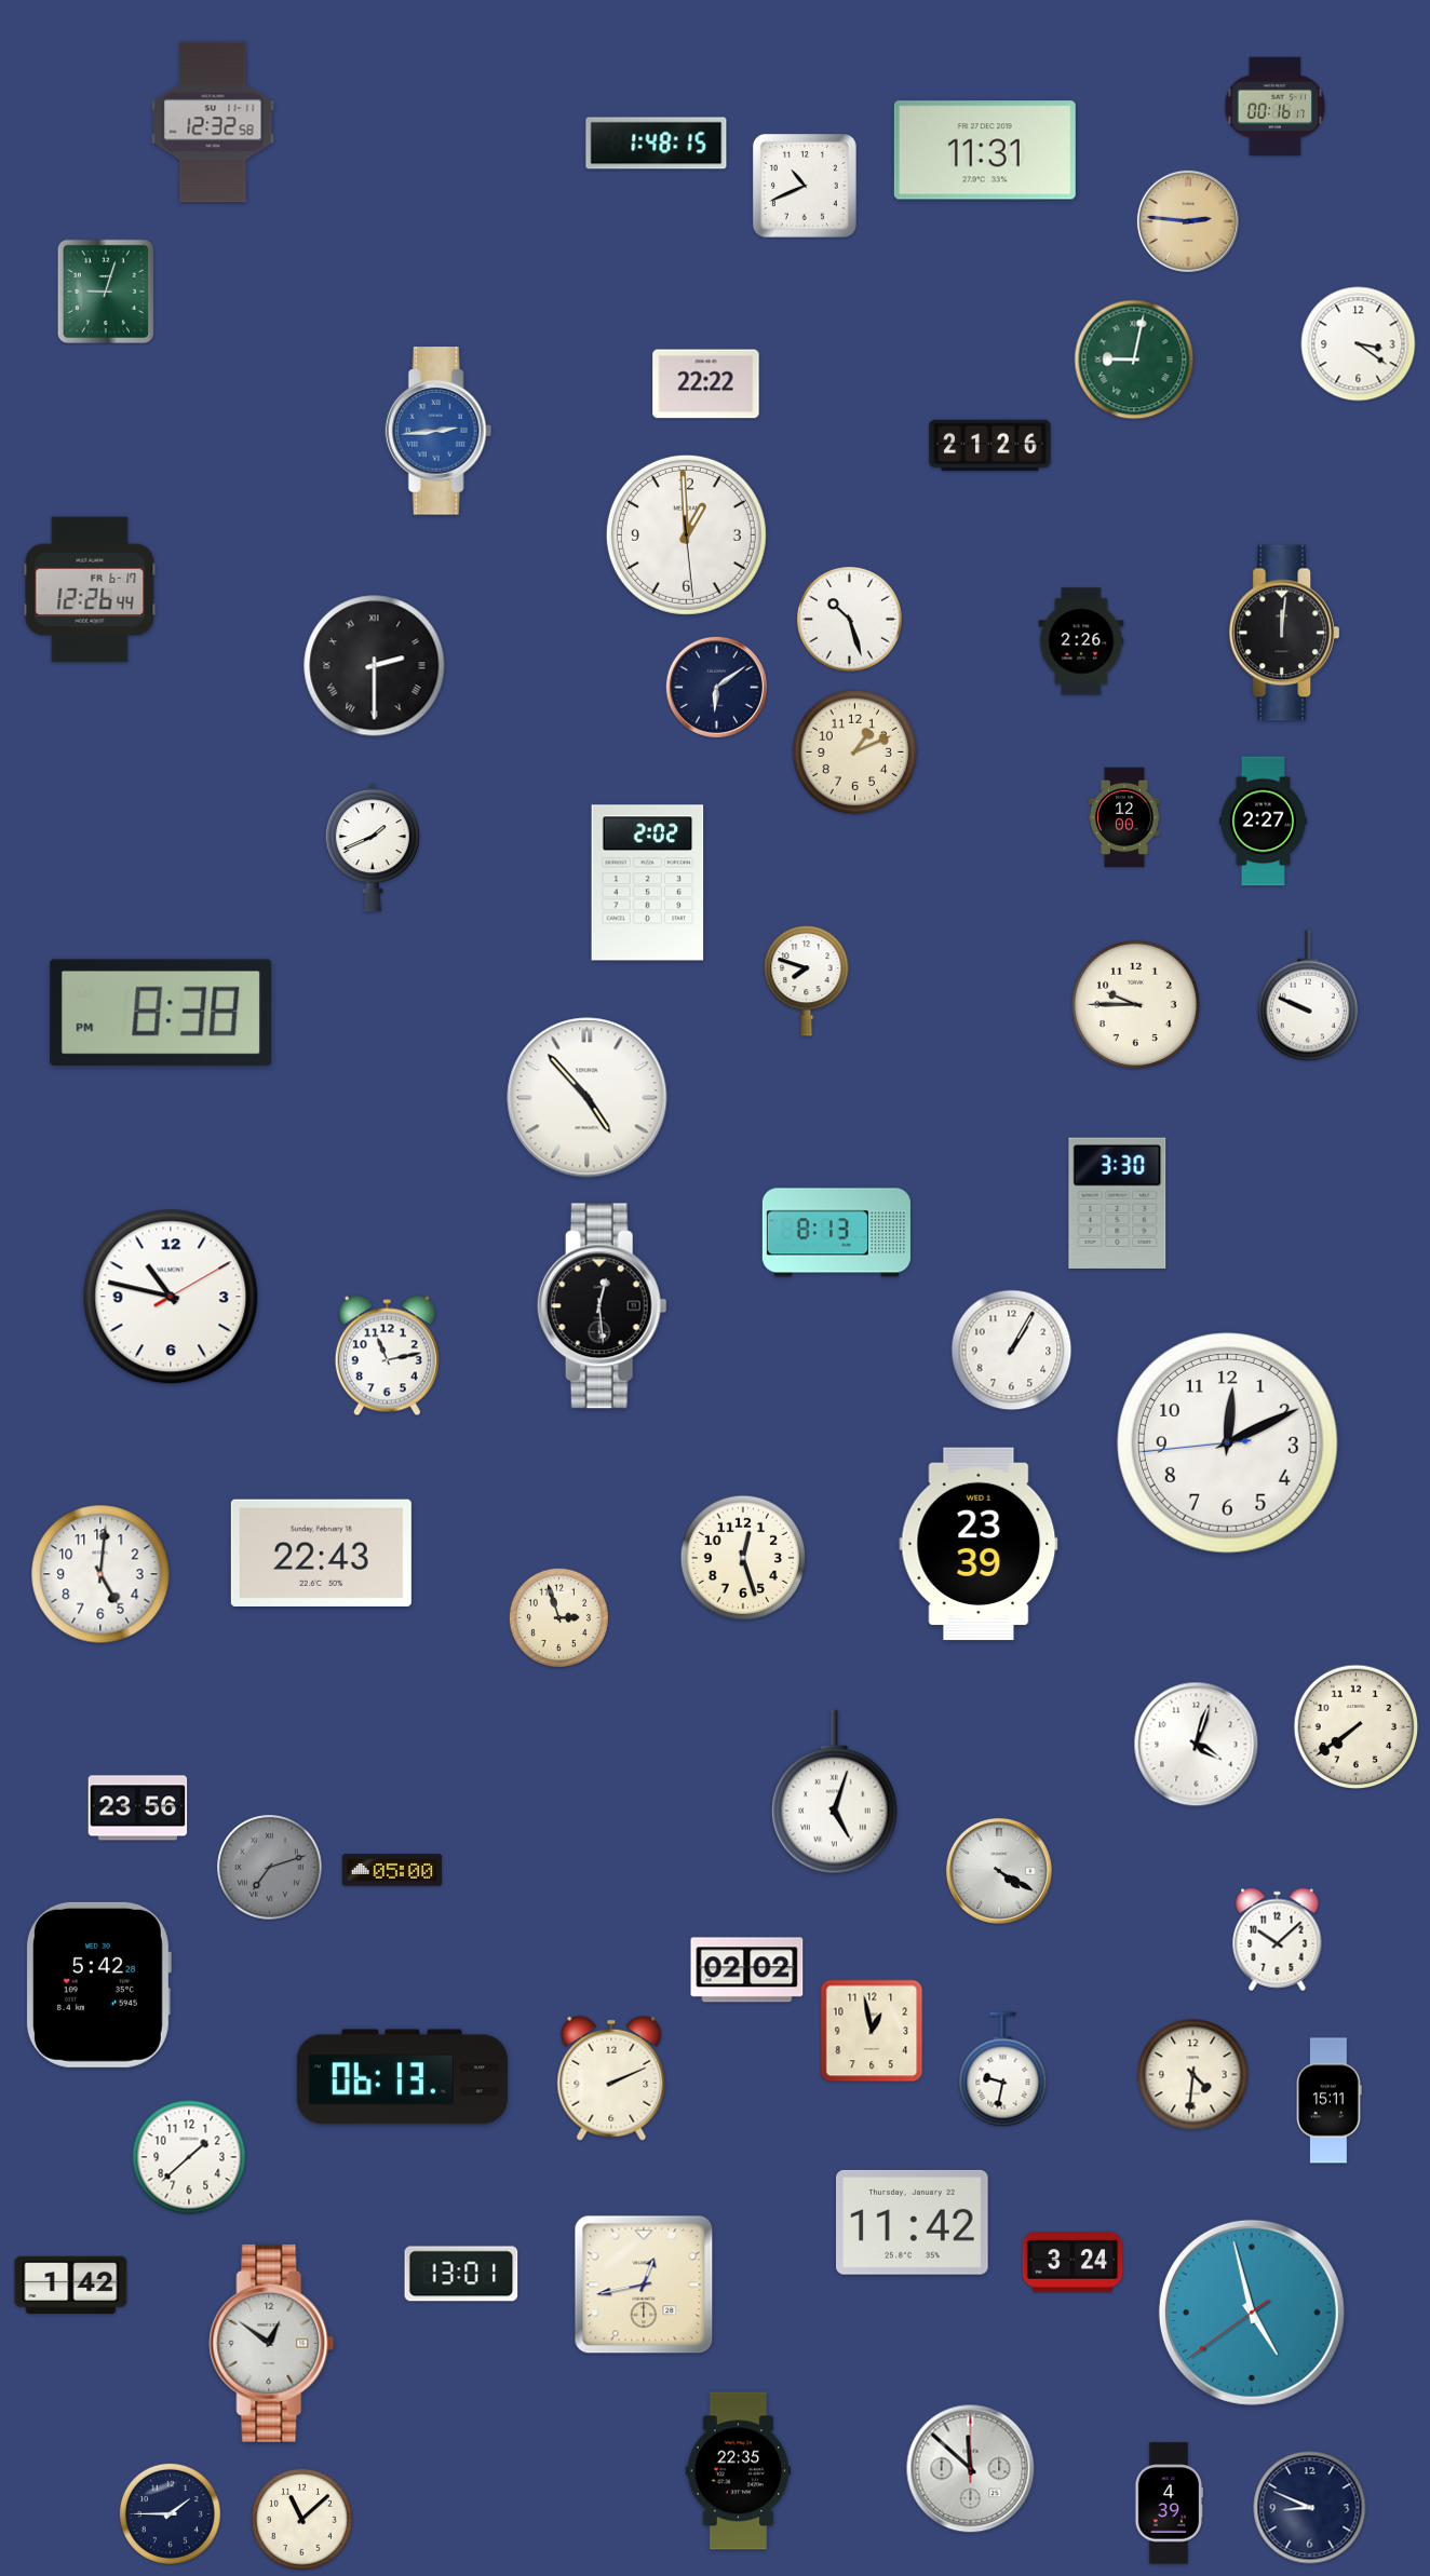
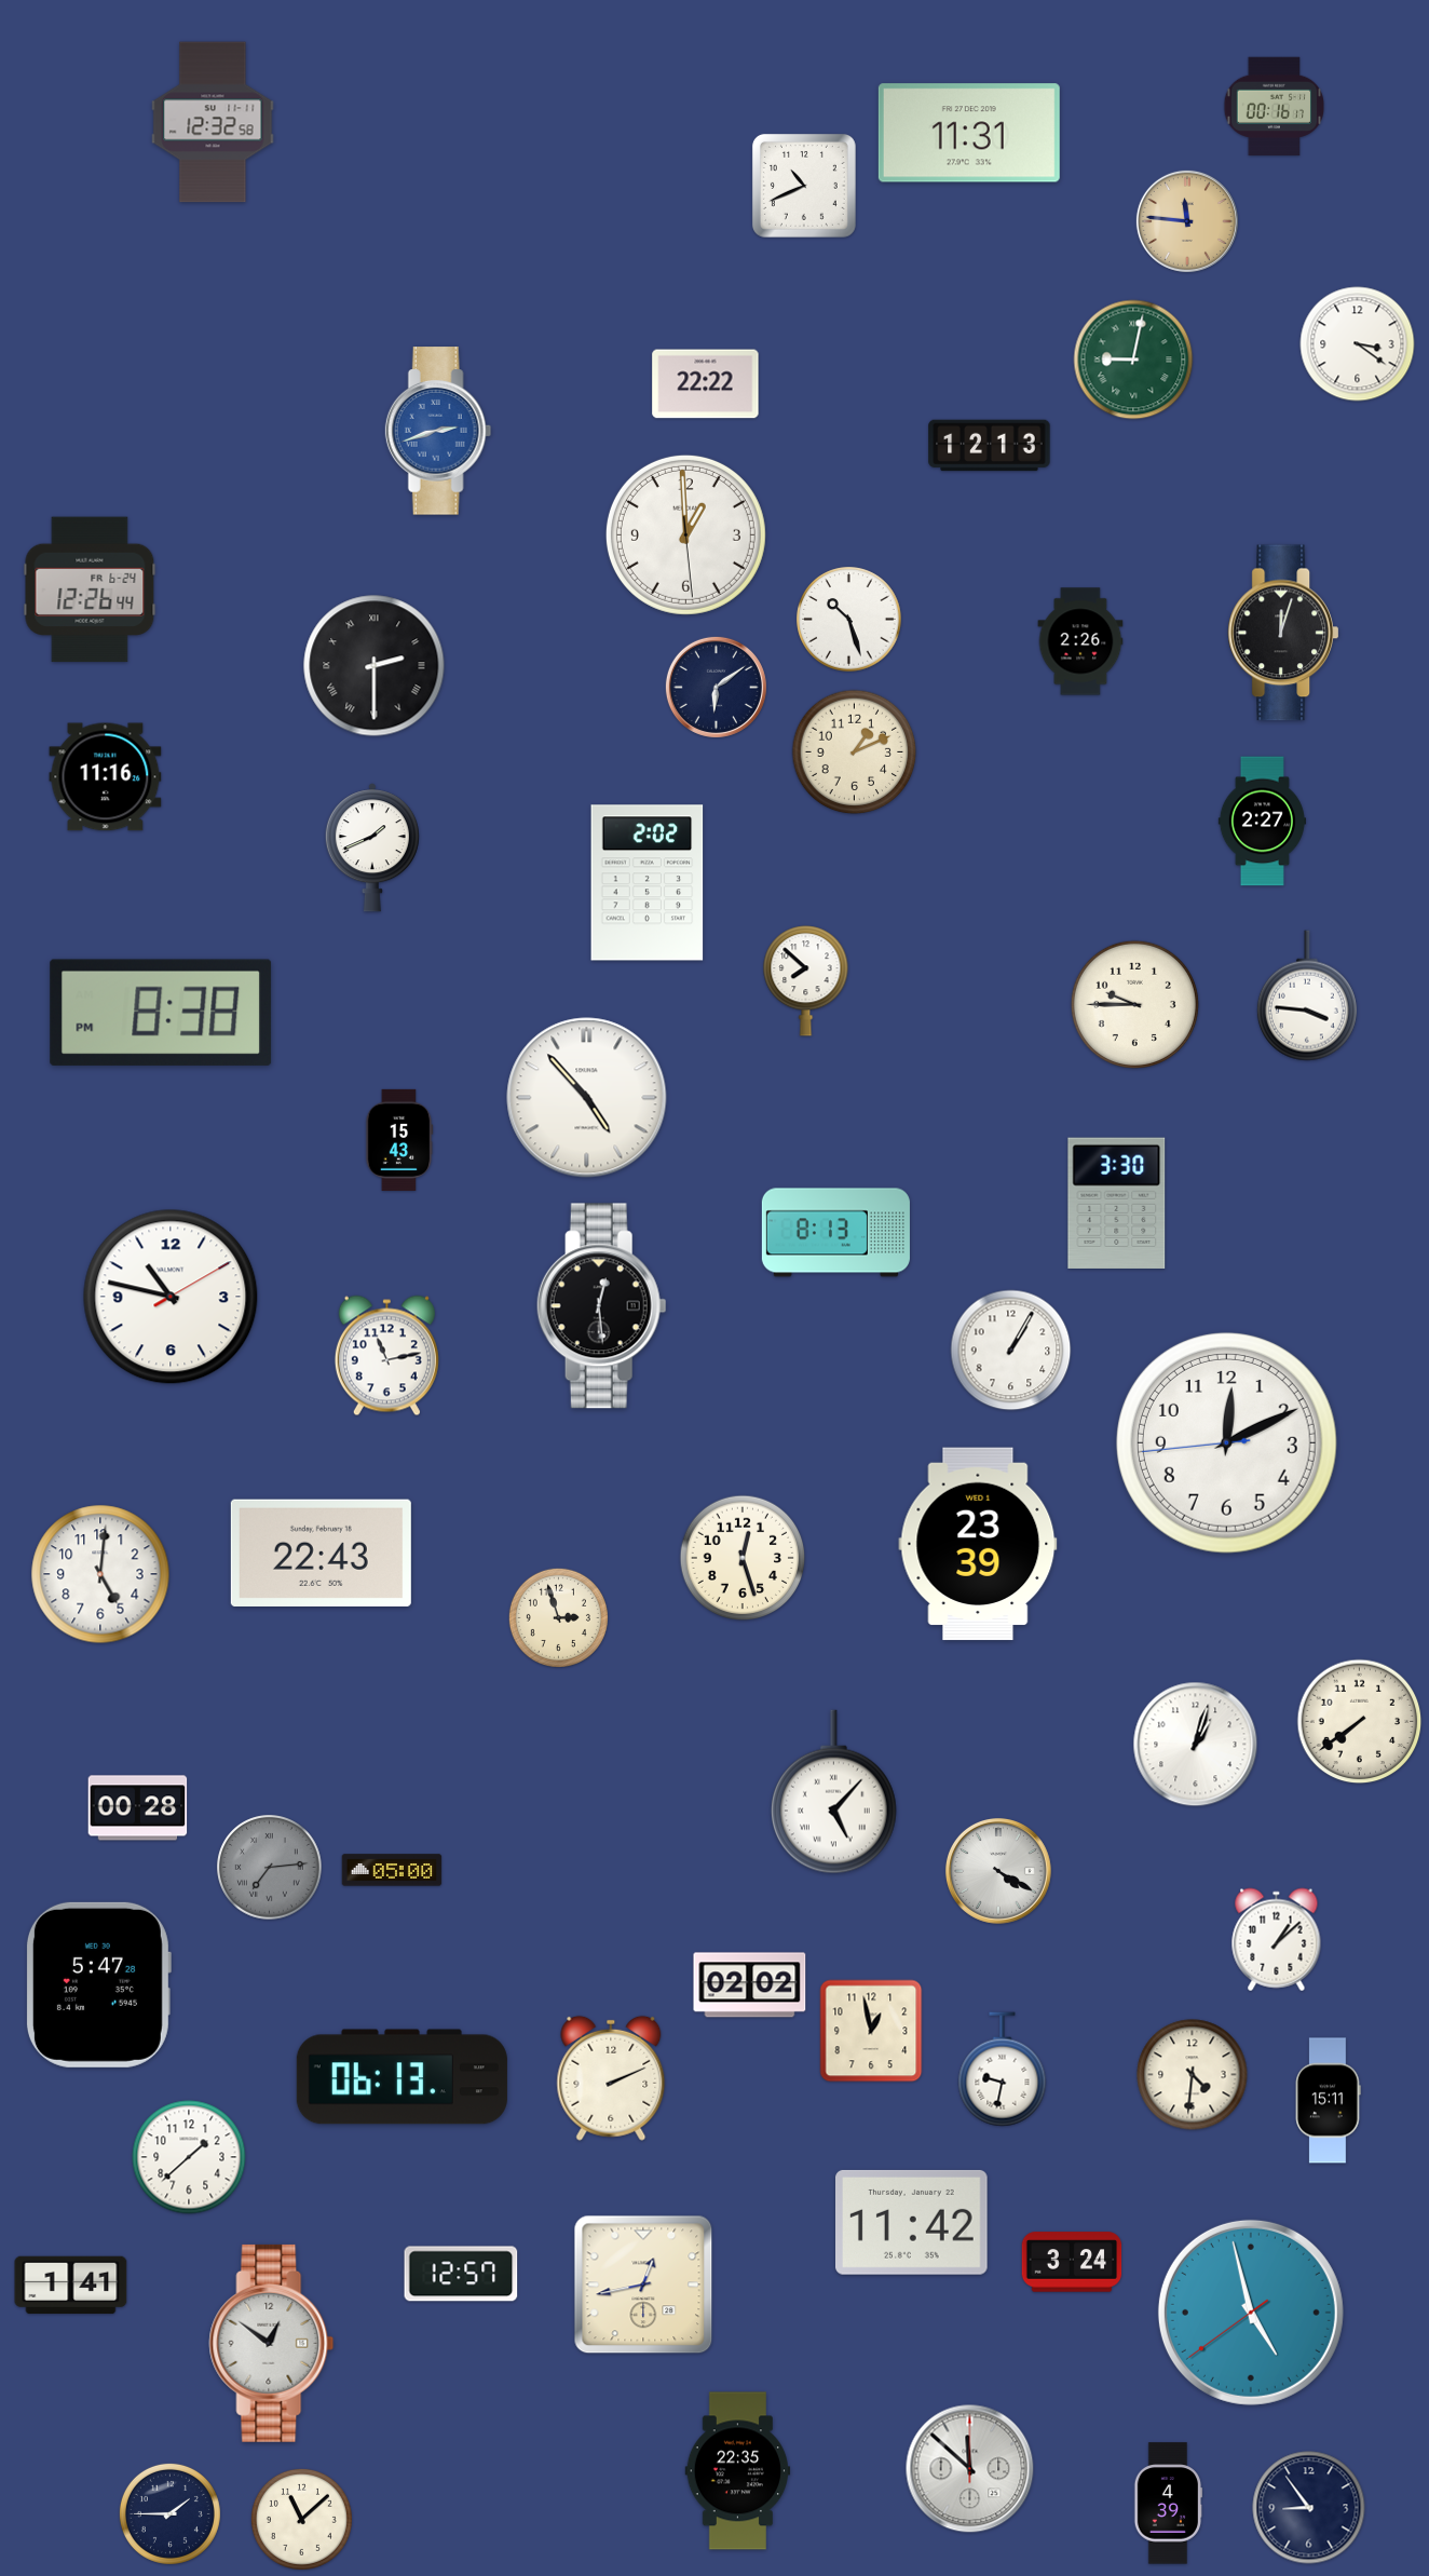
clock at (657, 144): 1:48 -> none
clock at (985, 150) position: (985, 150) -> (969, 133)
clock at (1188, 221): 2:46 -> 11:46
clock at (106, 292): 9:03 -> none
clock at (439, 431): 2:44 -> 2:42
clock at (990, 446): 21:26 -> 12:13
clock at (90, 589) date: FR 6-17 -> FR 6-24
clock at (1283, 633): 12:01 -> 12:03
clock at (106, 777): none -> 11:16
clock at (1124, 817): 12:00 -> none
clock at (807, 981): 7:48 -> 7:52
clock at (1308, 995): 9:49 -> 3:46
clock at (399, 1140): none -> 15:43
clock at (1357, 1727) position: (1357, 1727) -> (1360, 1722)
clock at (1197, 1745): 4:03 -> 1:03
clock at (835, 1792): 5:03 -> 5:07
clock at (138, 1808): 23:56 -> 00:28
clock at (270, 1868): 7:12 -> 7:14
clock at (1278, 1940): 10:08 -> 1:08
clock at (747, 1970) position: (747, 1970) -> (750, 1985)
clock at (98, 1984): 5:42 -> 5:47
clock at (461, 2274): 13:01 -> 12:57
clock at (71, 2286): 1:42 -> 1:41
clock at (1310, 2508): 8:49 -> 8:54
